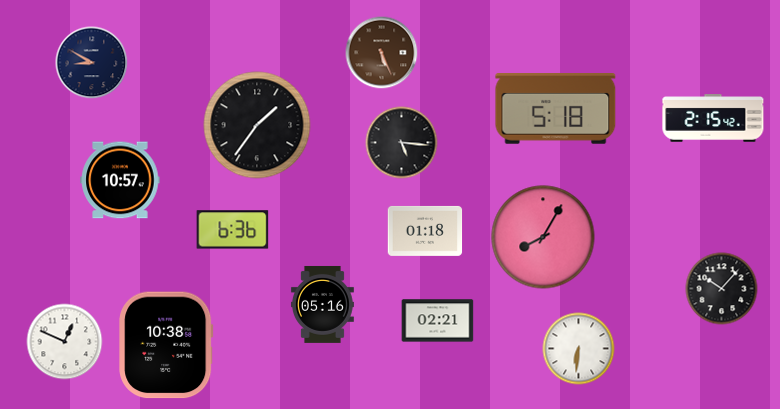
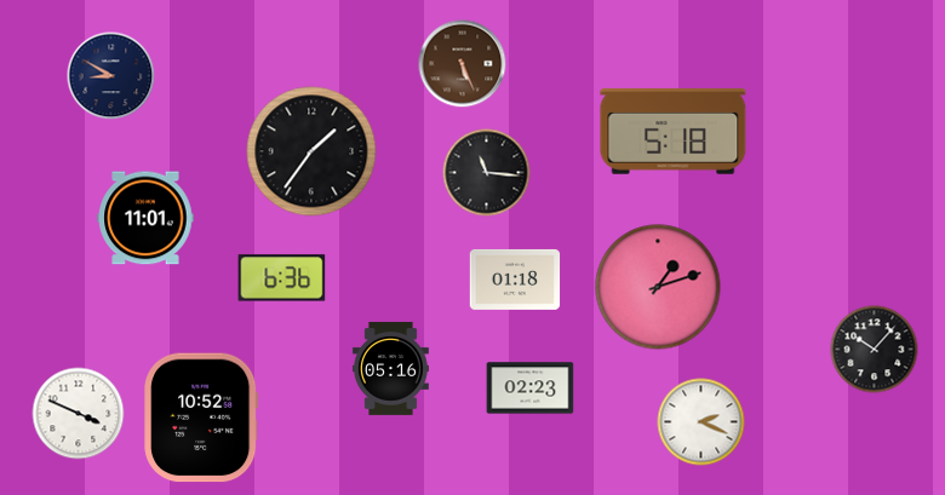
clock at (713, 119): 2:15 -> none
clock at (402, 143): 5:16 -> 11:16
clock at (120, 180): 10:57 -> 11:01
clock at (543, 237): 8:05 -> 1:12
clock at (438, 321): 02:21 -> 02:23
clock at (65, 342): 12:49 -> 3:49
clock at (166, 345): 10:38 -> 10:52
clock at (579, 349): 6:31 -> 2:19
